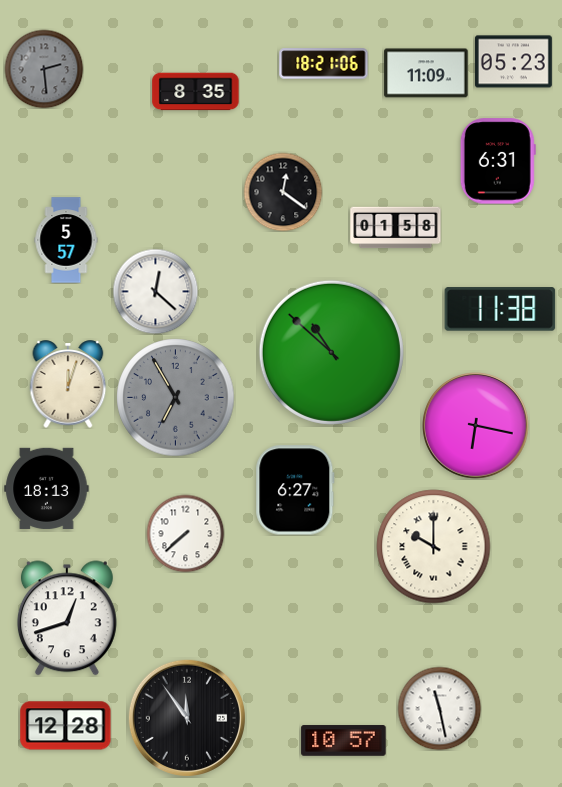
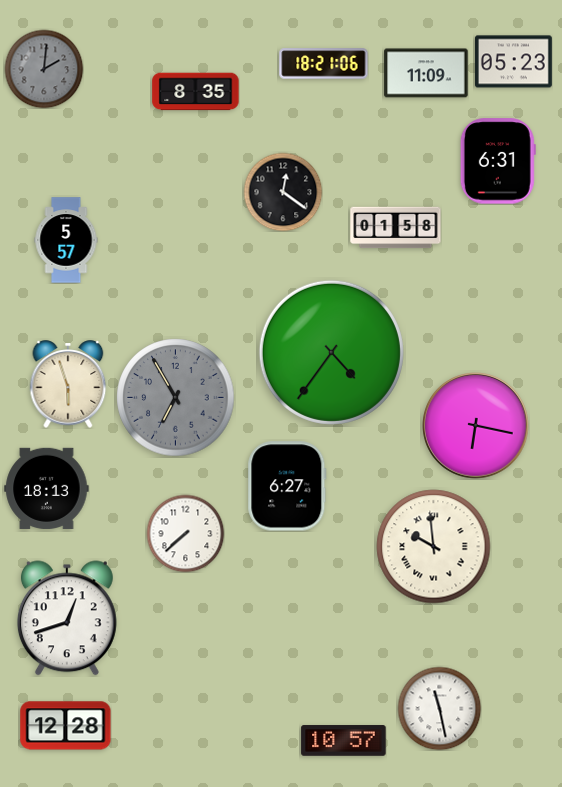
clock at (44, 69): 2:29 -> 2:01
clock at (155, 291): 12:22 -> none
clock at (500, 309): 11:38 -> none
clock at (331, 352): 10:52 -> 4:36
clock at (68, 384): 12:03 -> 5:57
clock at (295, 490) position: (295, 490) -> (287, 486)
clock at (434, 547): 10:00 -> 9:59
clock at (187, 718): 11:54 -> none
